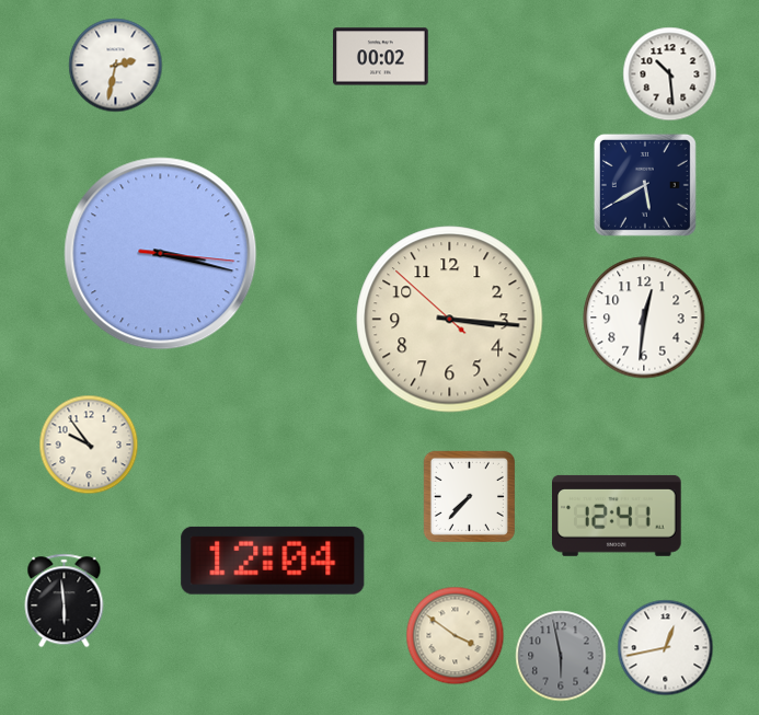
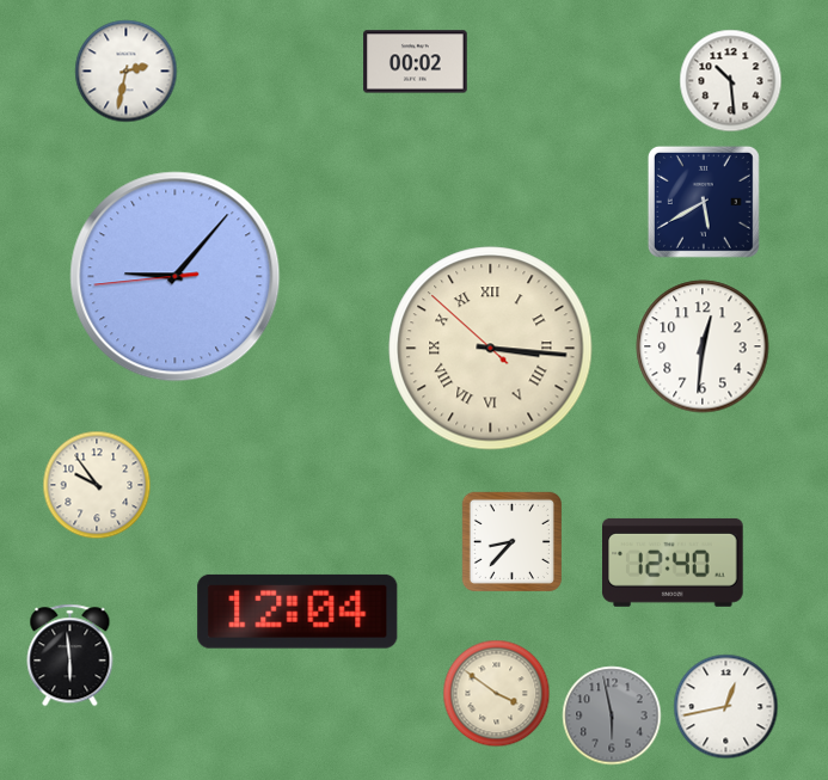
clock at (161, 254): 3:17 -> 9:06
clock at (450, 320) numerals: Arabic -> Roman
clock at (469, 496): 7:37 -> 8:37
clock at (617, 516): 12:41 -> 12:40
